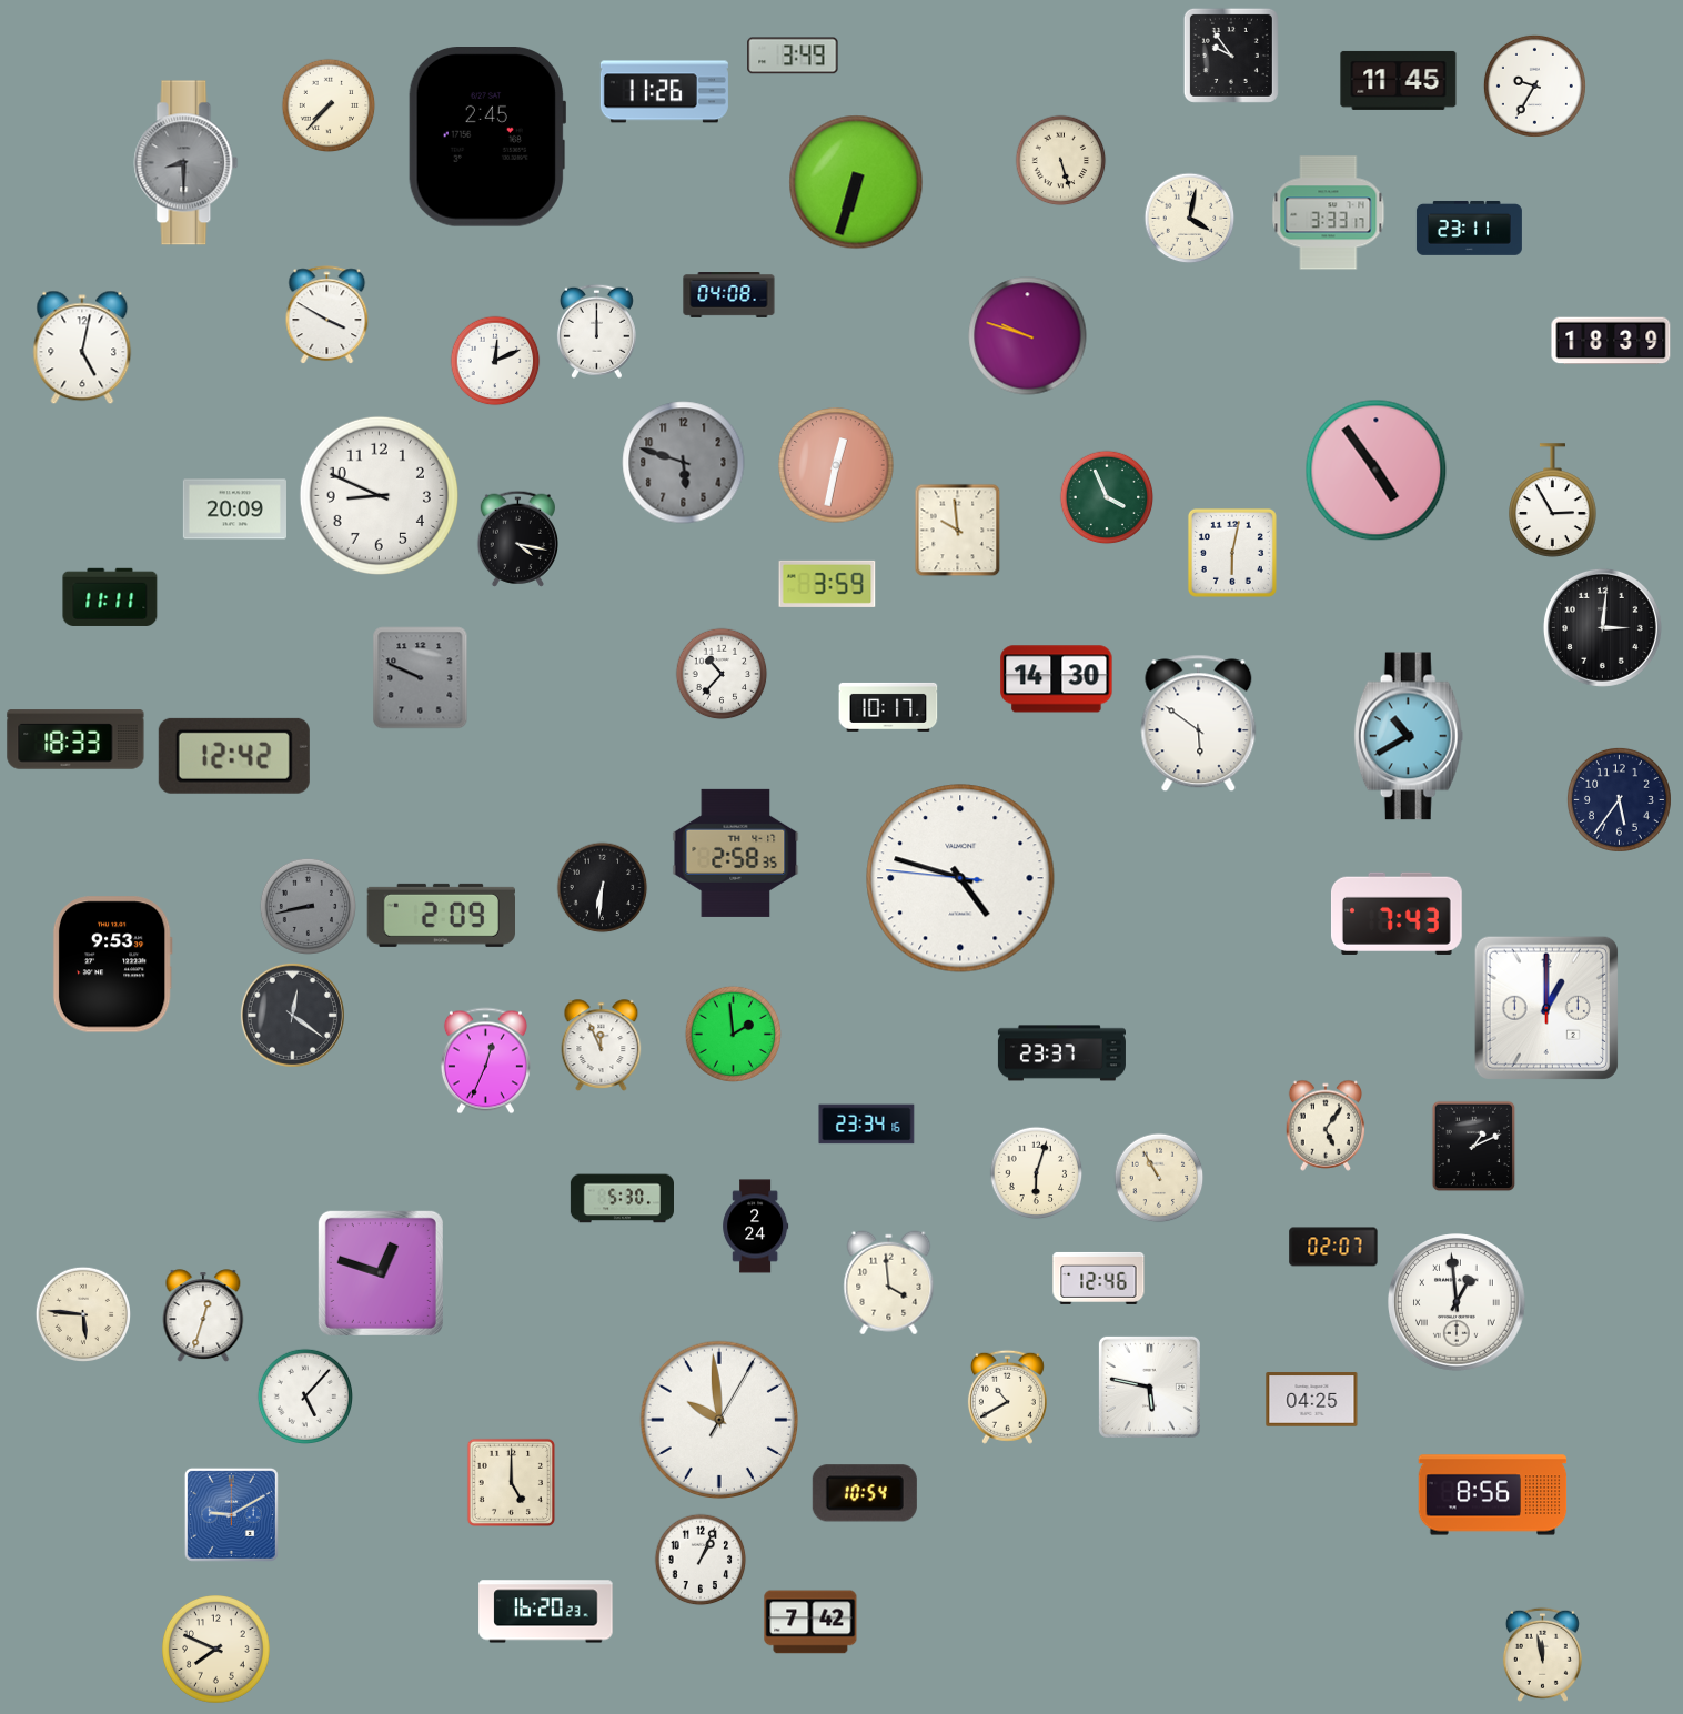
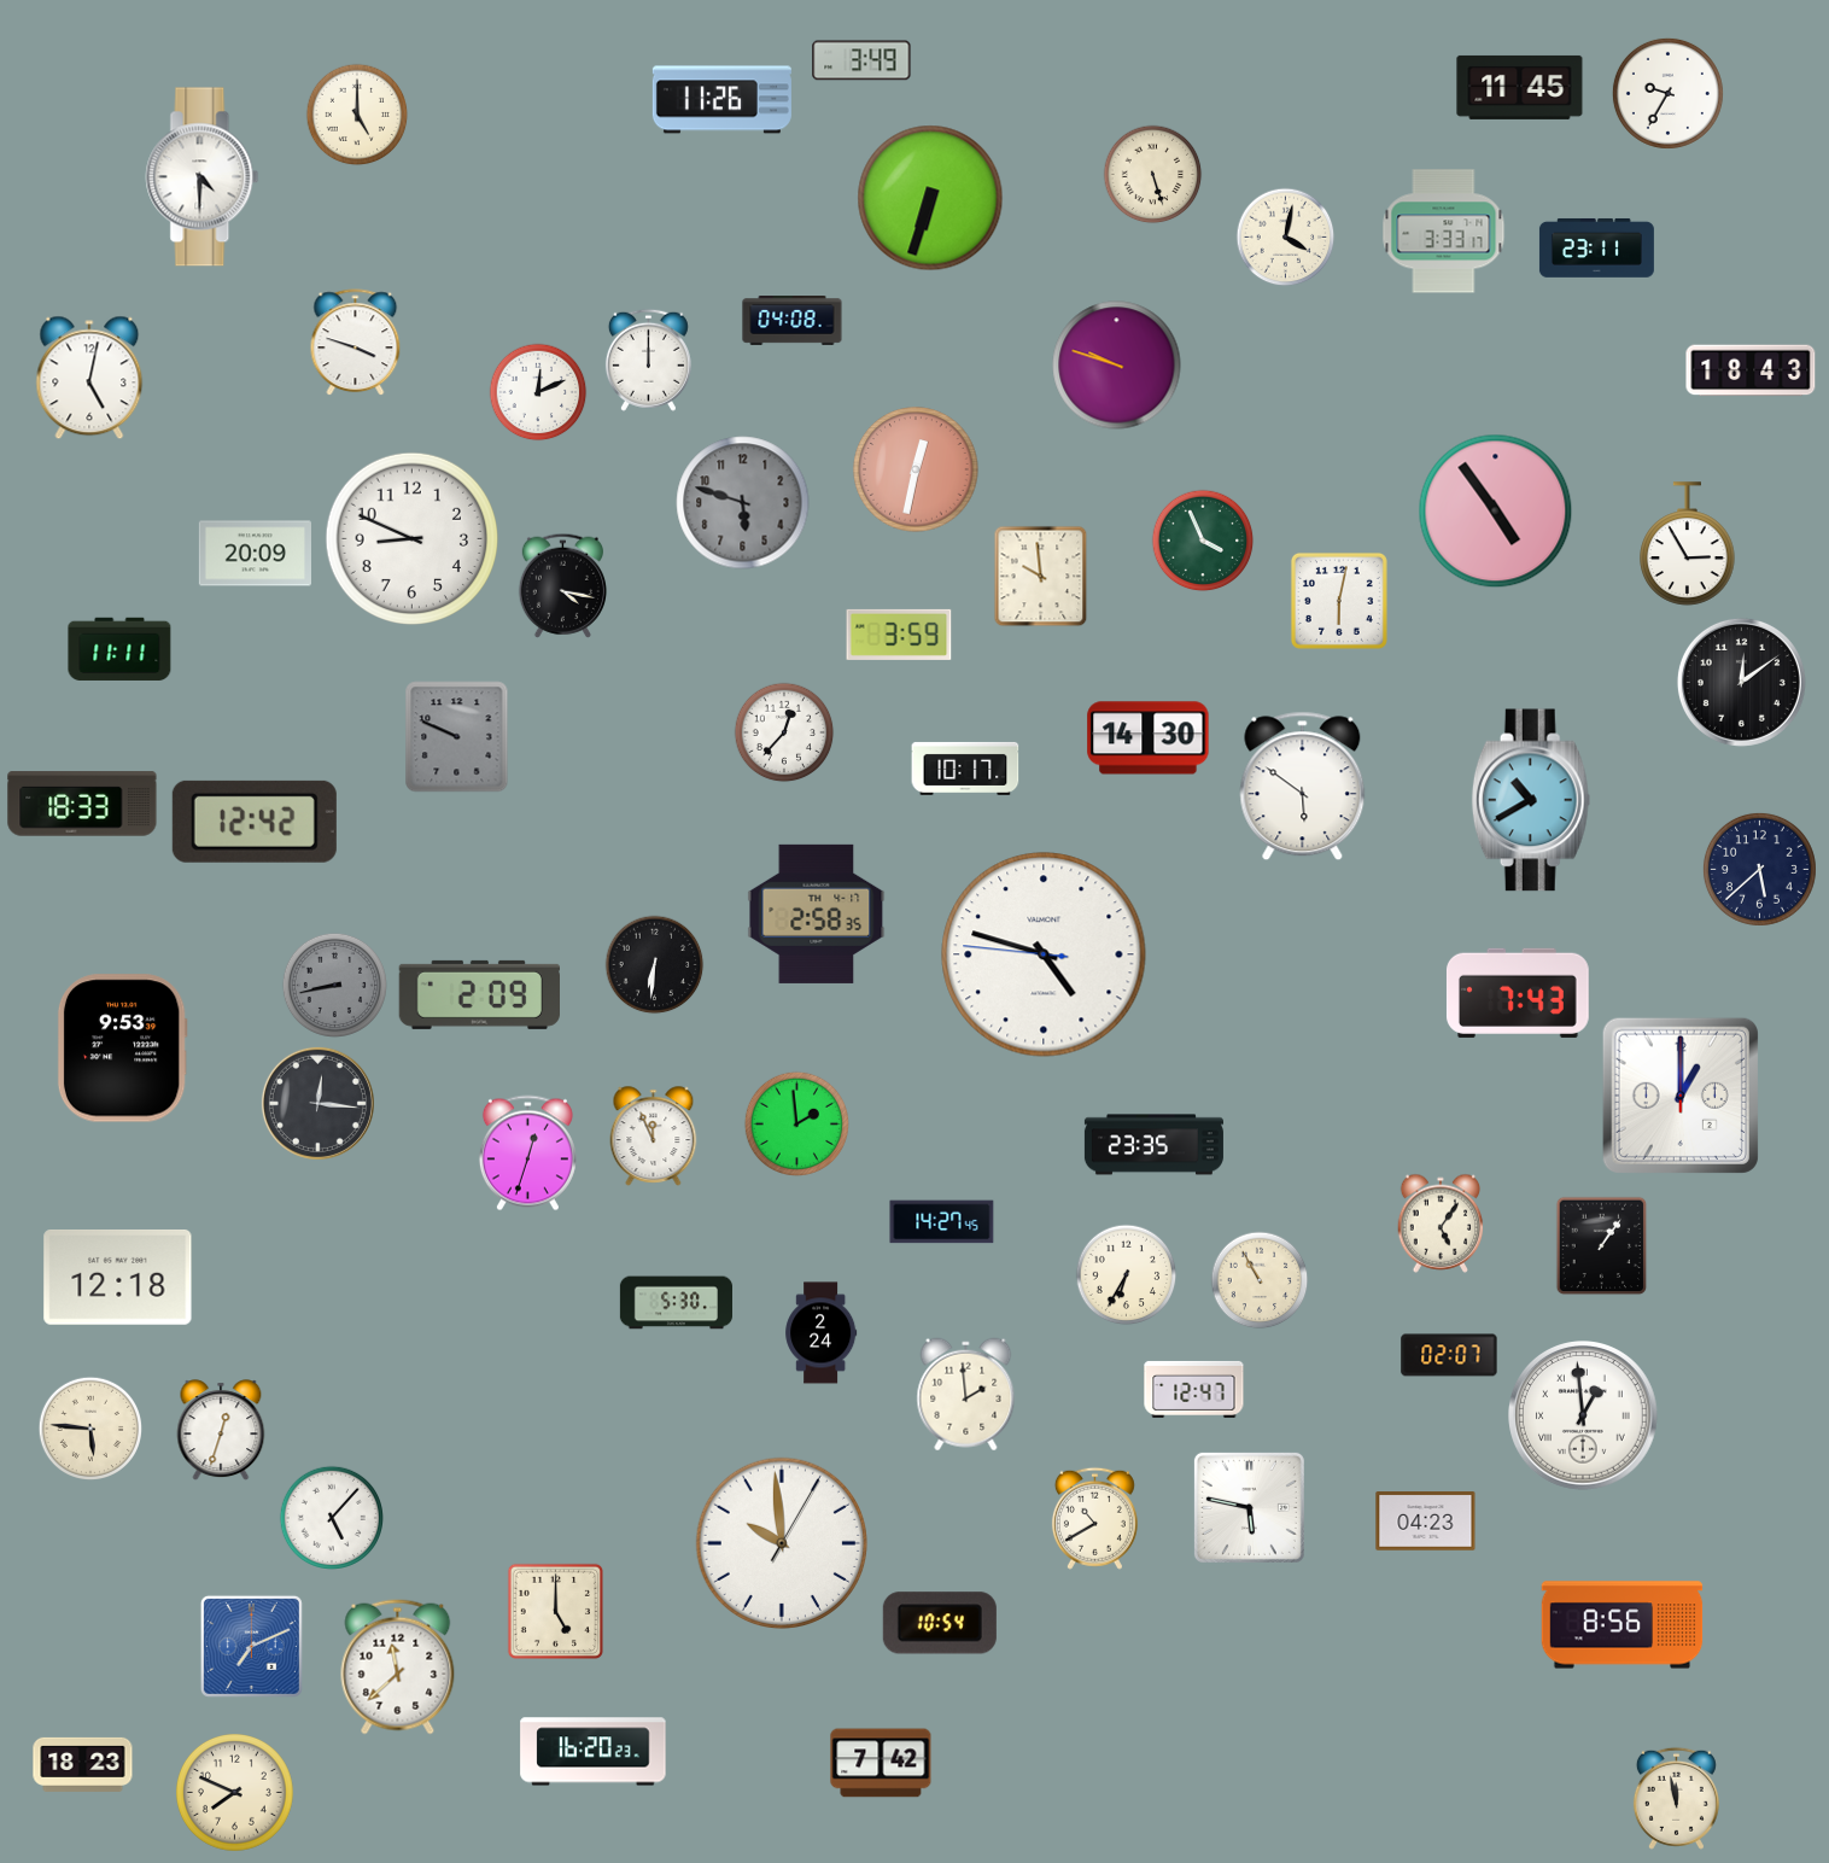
clock at (1231, 56): 9:54 -> none
clock at (329, 105): 7:37 -> 5:00
clock at (486, 138): 2:45 -> none
clock at (187, 163): 8:30 -> 4:30
clock at (187, 163) dial: grey -> white
clock at (1190, 219) position: (1190, 219) -> (1286, 238)
clock at (327, 315): 3:50 -> 3:48
clock at (1611, 341): 18:39 -> 18:43
clock at (836, 465) position: (836, 465) -> (916, 469)
clock at (1602, 627): 3:01 -> 12:09
clock at (722, 674): 10:37 -> 12:37
clock at (1619, 799): 5:36 -> 5:38
clock at (736, 853) position: (736, 853) -> (817, 913)
clock at (292, 1015): 12:21 -> 12:16
clock at (1061, 1053): 23:37 -> 23:35
clock at (485, 1061): 12:34 -> 12:33
clock at (867, 1125): 23:34 -> 14:27
clock at (1474, 1147): 1:11 -> 1:06
clock at (1037, 1173): 6:03 -> 6:35
clock at (118, 1277): none -> 12:18
clock at (381, 1273): 12:48 -> none
clock at (1099, 1278): 12:46 -> 12:47
clock at (889, 1283): 3:59 -> 1:59
clock at (1312, 1400): 04:25 -> 04:23
clock at (231, 1514): 9:10 -> 7:11
clock at (398, 1668): none -> 11:38
clock at (701, 1560): 1:04 -> none
clock at (83, 1764): none -> 18:23
